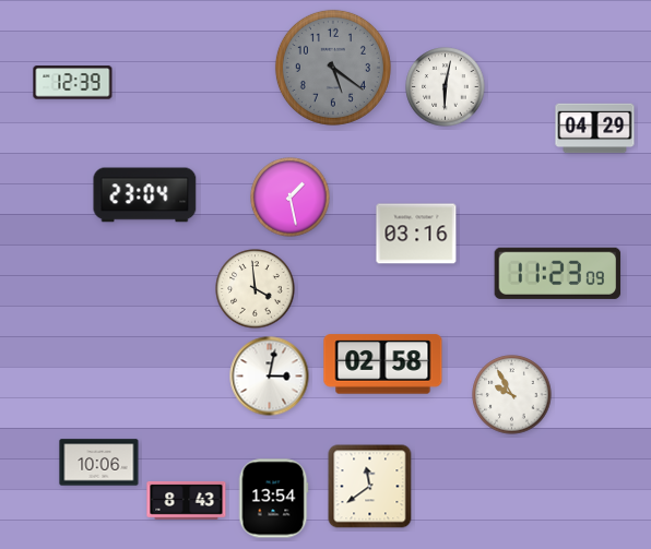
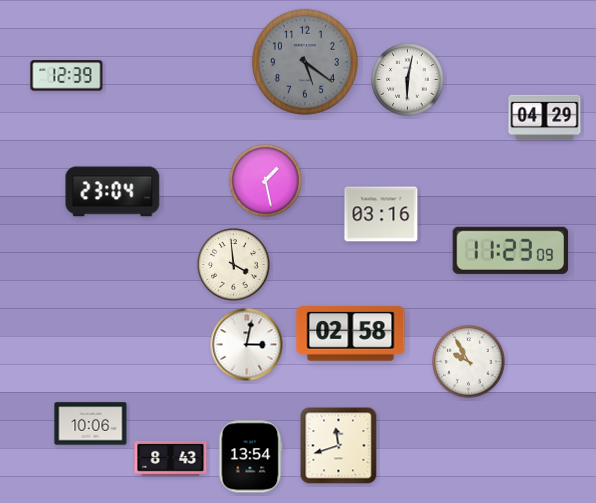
clock at (145, 195) position: (145, 195) -> (113, 192)
clock at (370, 487): 11:39 -> 11:42
